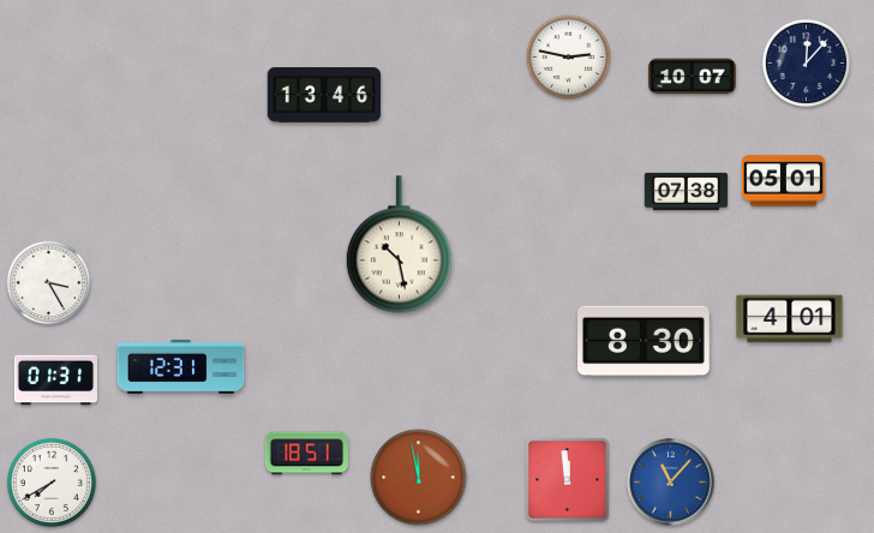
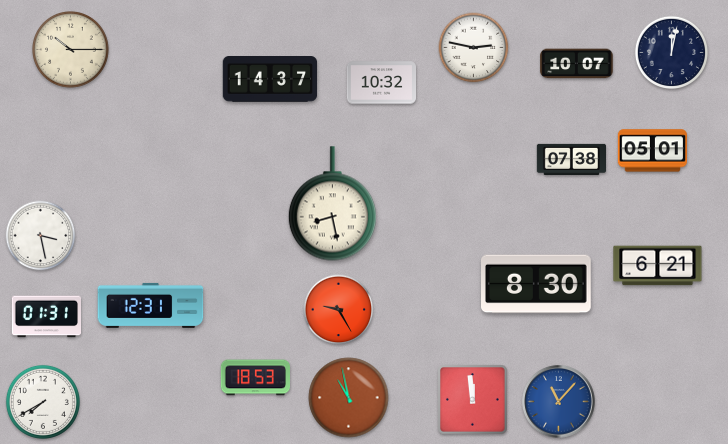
clock at (71, 50): none -> 10:15
clock at (806, 62): 12:07 -> 12:02
clock at (324, 96): 13:46 -> 14:37
clock at (381, 83): none -> 10:32
clock at (399, 245): 10:28 -> 8:28
clock at (49, 283): 3:25 -> 3:28
clock at (790, 319): 4:01 -> 6:21
clock at (339, 310): none -> 9:25
clock at (306, 454): 18:51 -> 18:53
clock at (419, 478): 11:58 -> 10:58
